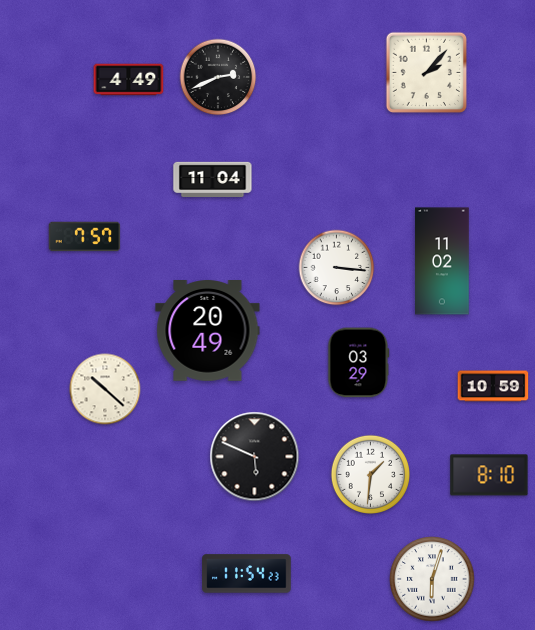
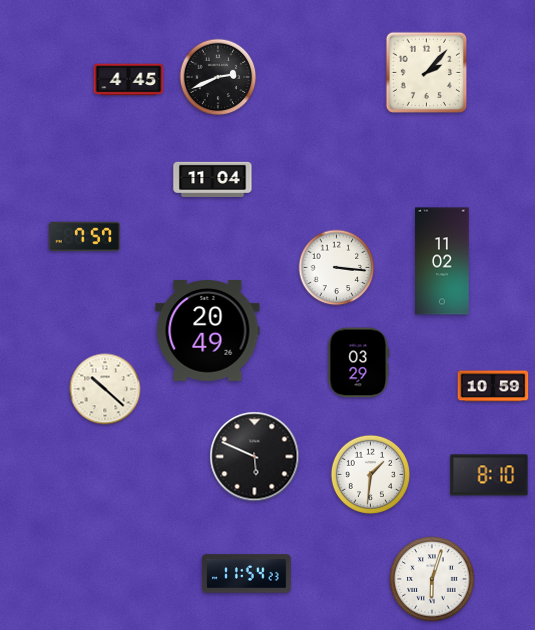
clock at (129, 80): 4:49 -> 4:45
